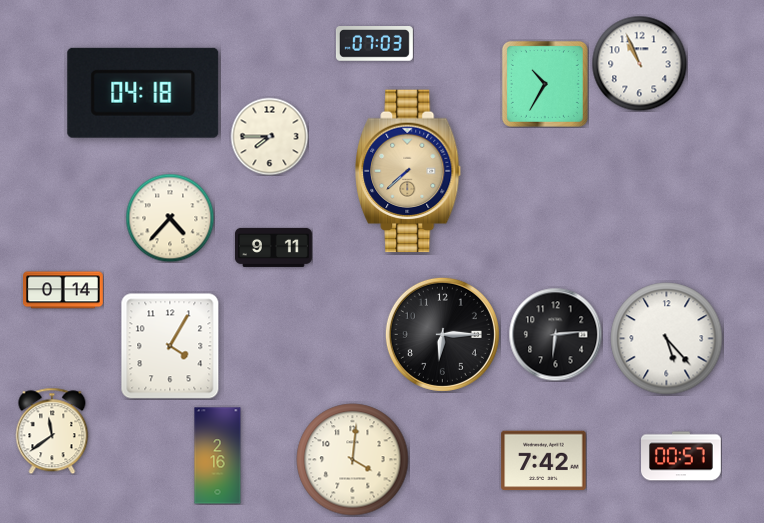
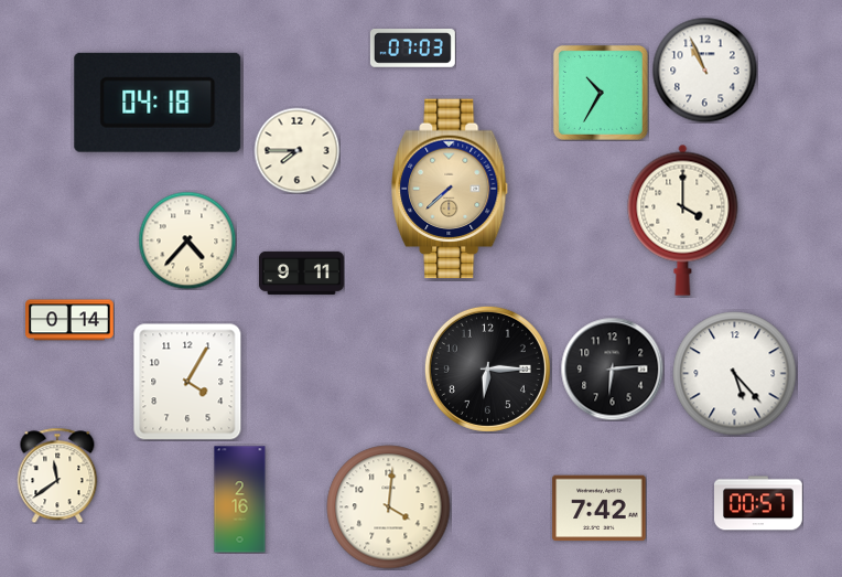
clock at (683, 220): none -> 4:00
clock at (218, 456) position: (218, 456) -> (240, 500)
clock at (682, 456) position: (682, 456) -> (759, 503)
